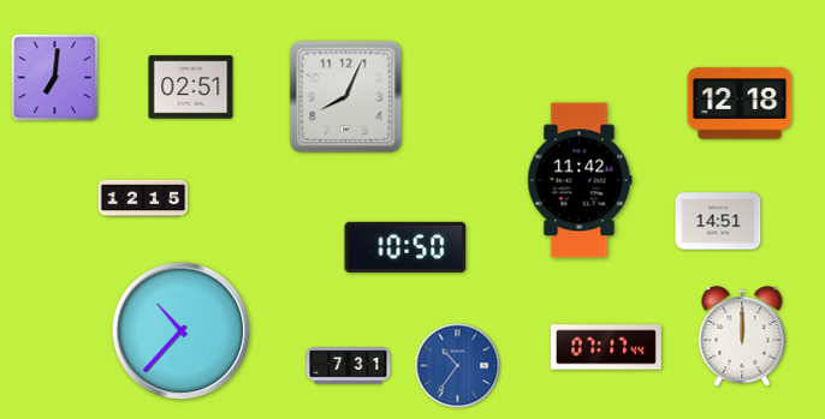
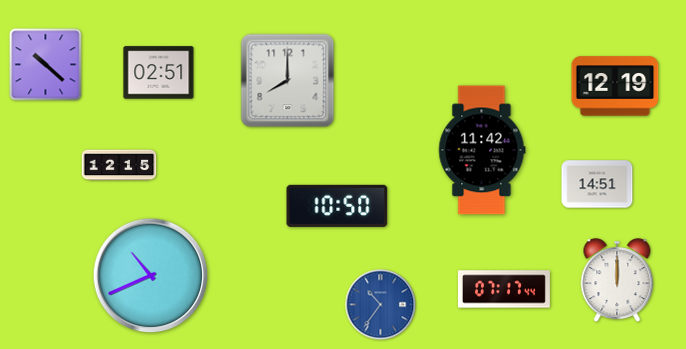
clock at (55, 78): 7:01 -> 10:22
clock at (346, 97): 8:04 -> 8:00
clock at (740, 103): 12:18 -> 12:19
clock at (182, 331): 10:37 -> 10:41
clock at (349, 366): 7:31 -> none
